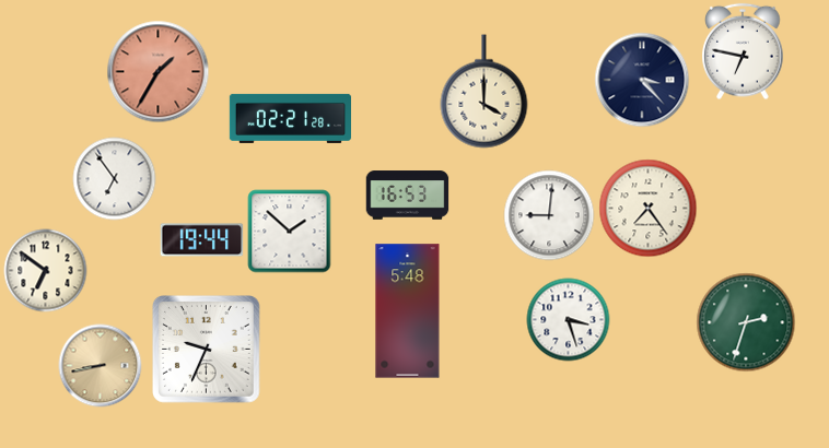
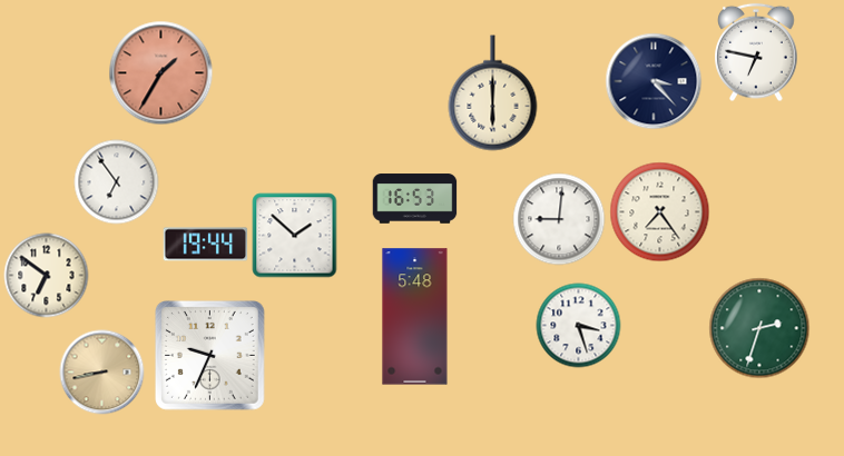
clock at (484, 92): 4:00 -> 6:00
clock at (290, 118): 02:21 -> none
